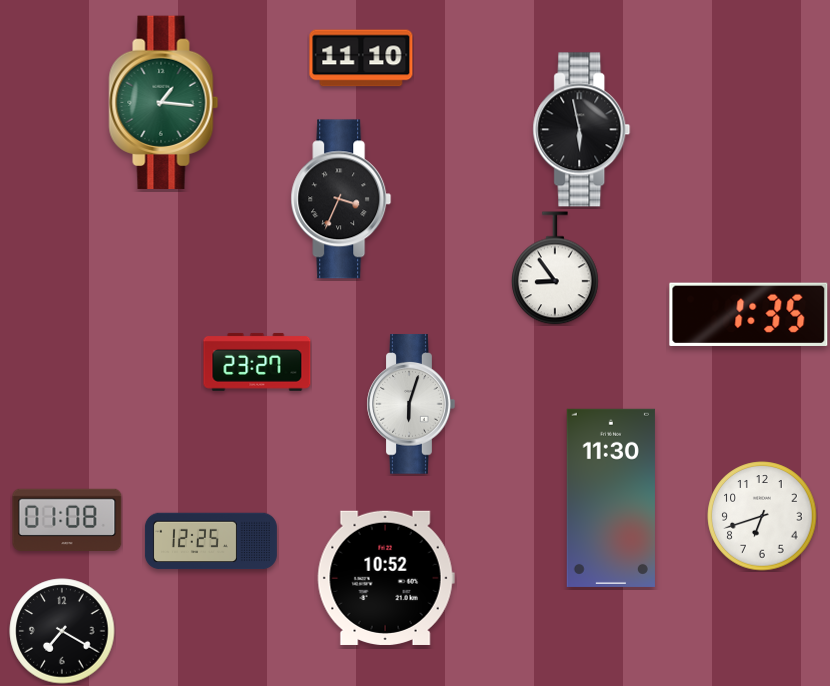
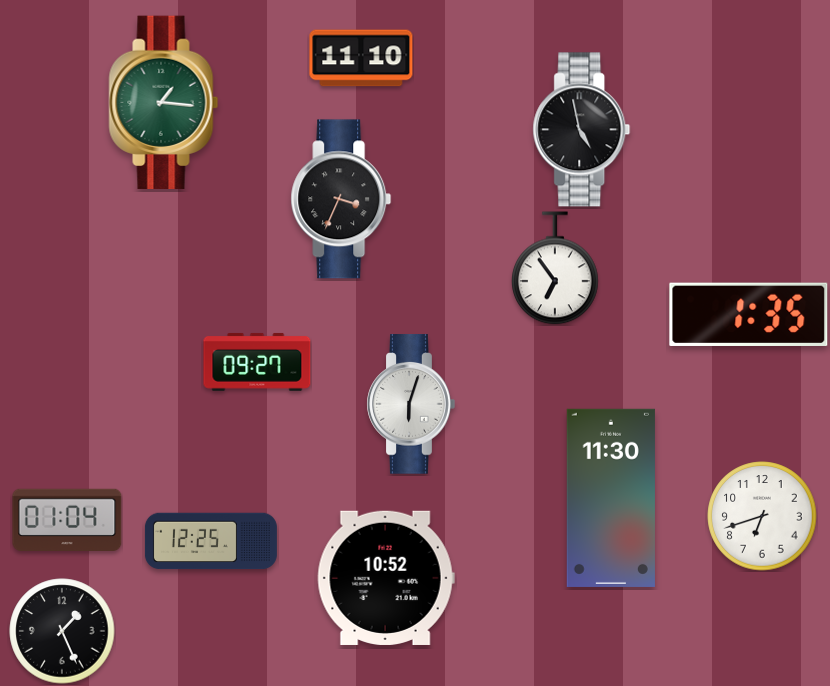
clock at (582, 130): 5:58 -> 4:58
clock at (556, 268): 8:54 -> 6:54
clock at (257, 362): 23:27 -> 09:27
clock at (67, 519): 01:08 -> 01:04
clock at (62, 631): 7:20 -> 1:26
